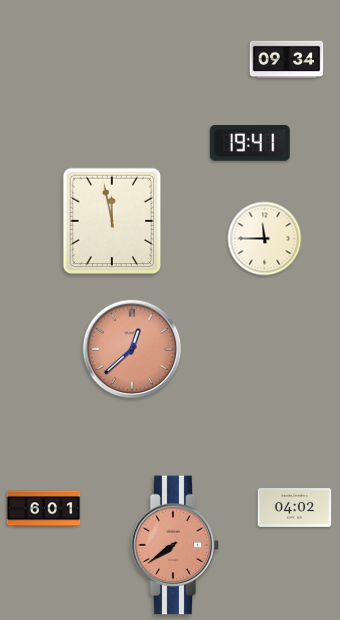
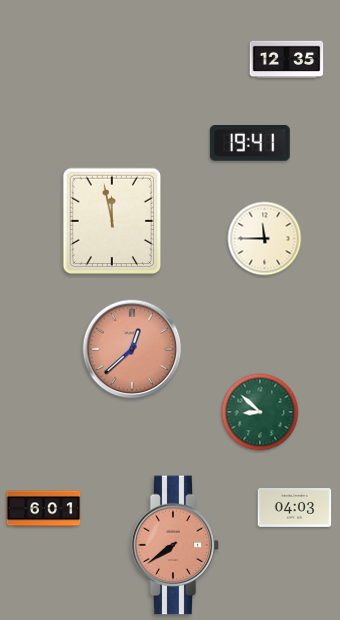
clock at (287, 60): 09:34 -> 12:35
clock at (260, 412): none -> 8:52
clock at (295, 508): 04:02 -> 04:03
